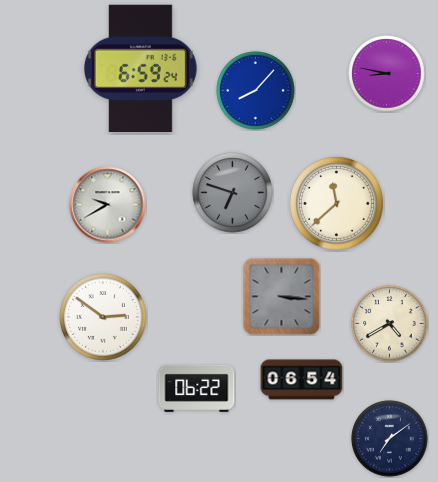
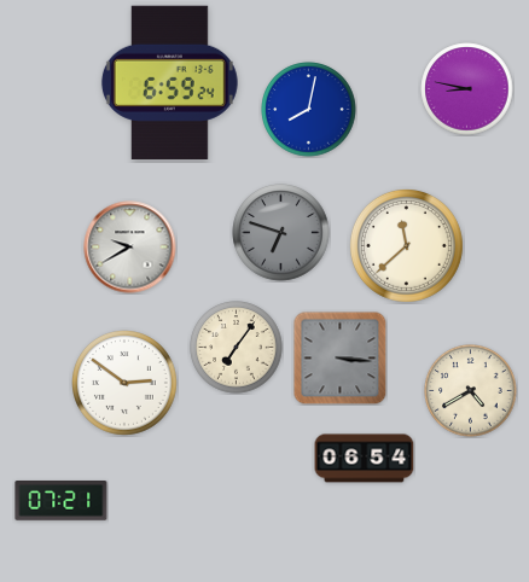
clock at (256, 91): 8:07 -> 8:02
clock at (237, 348): none -> 7:06
clock at (197, 388): 06:22 -> none
clock at (62, 501): none -> 07:21
clock at (390, 439): 7:09 -> none
